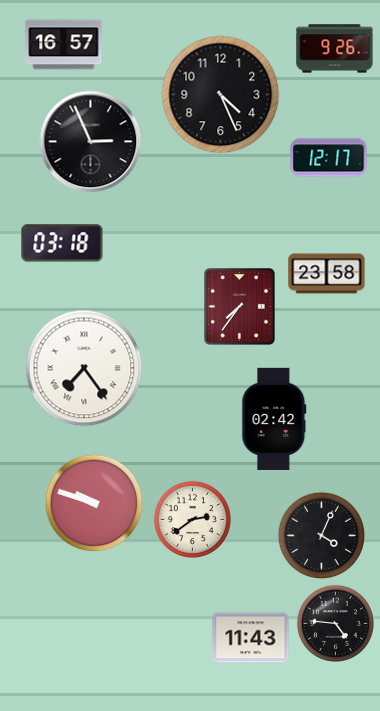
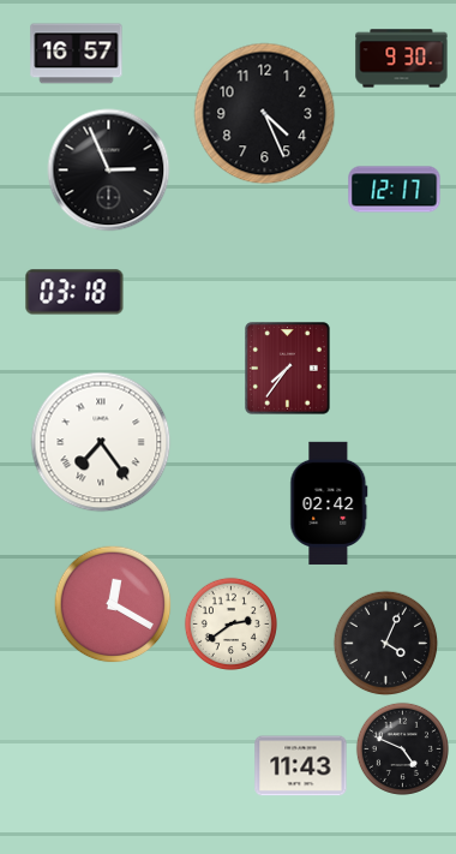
clock at (335, 49): 9:26 -> 9:30
clock at (327, 274): 23:58 -> none
clock at (94, 503): 9:48 -> 12:20
clock at (335, 623): 4:46 -> 4:49
